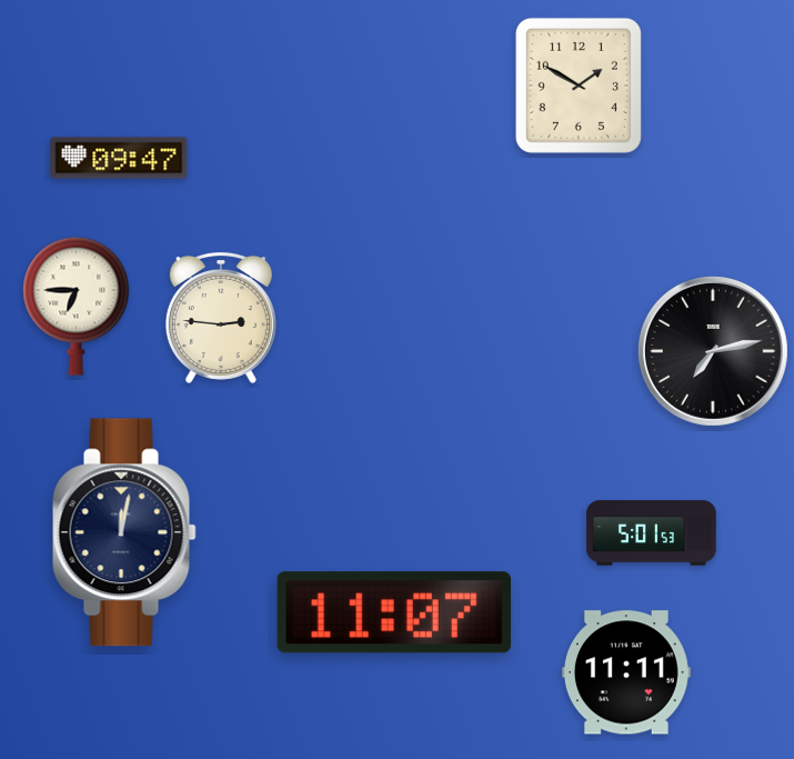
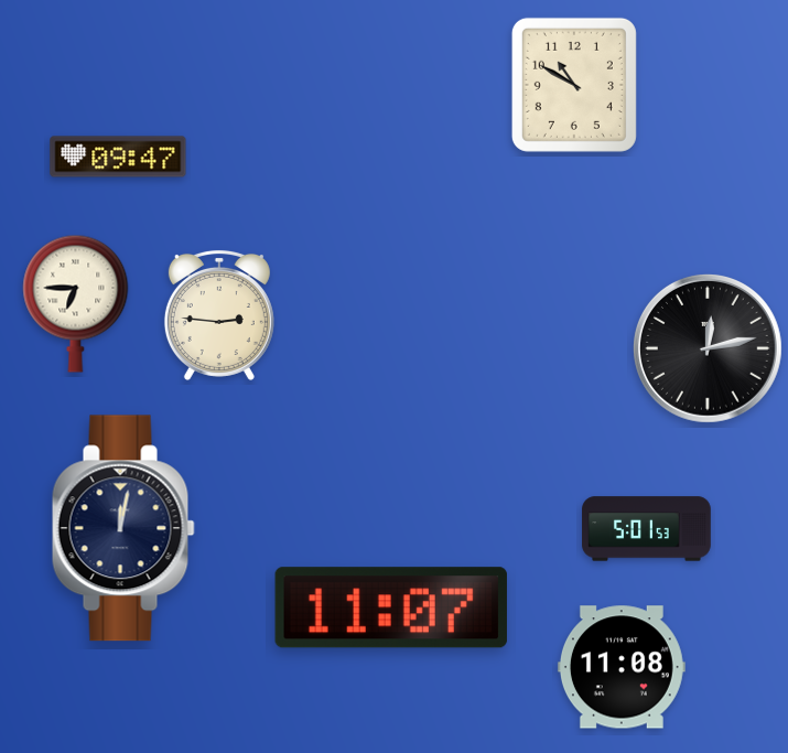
clock at (579, 86): 1:50 -> 10:50
clock at (713, 351): 7:13 -> 12:13
clock at (626, 672): 11:11 -> 11:08
